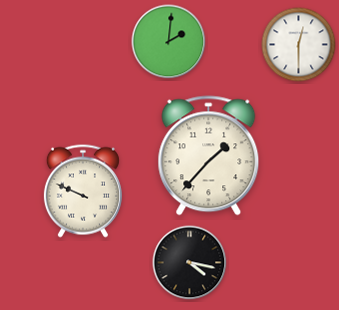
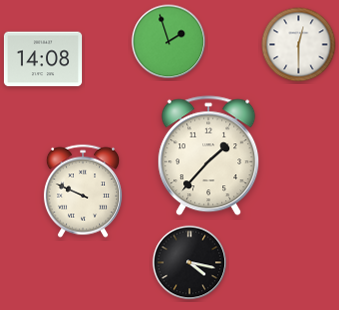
clock at (169, 42): 2:01 -> 1:57
clock at (43, 59): none -> 14:08
